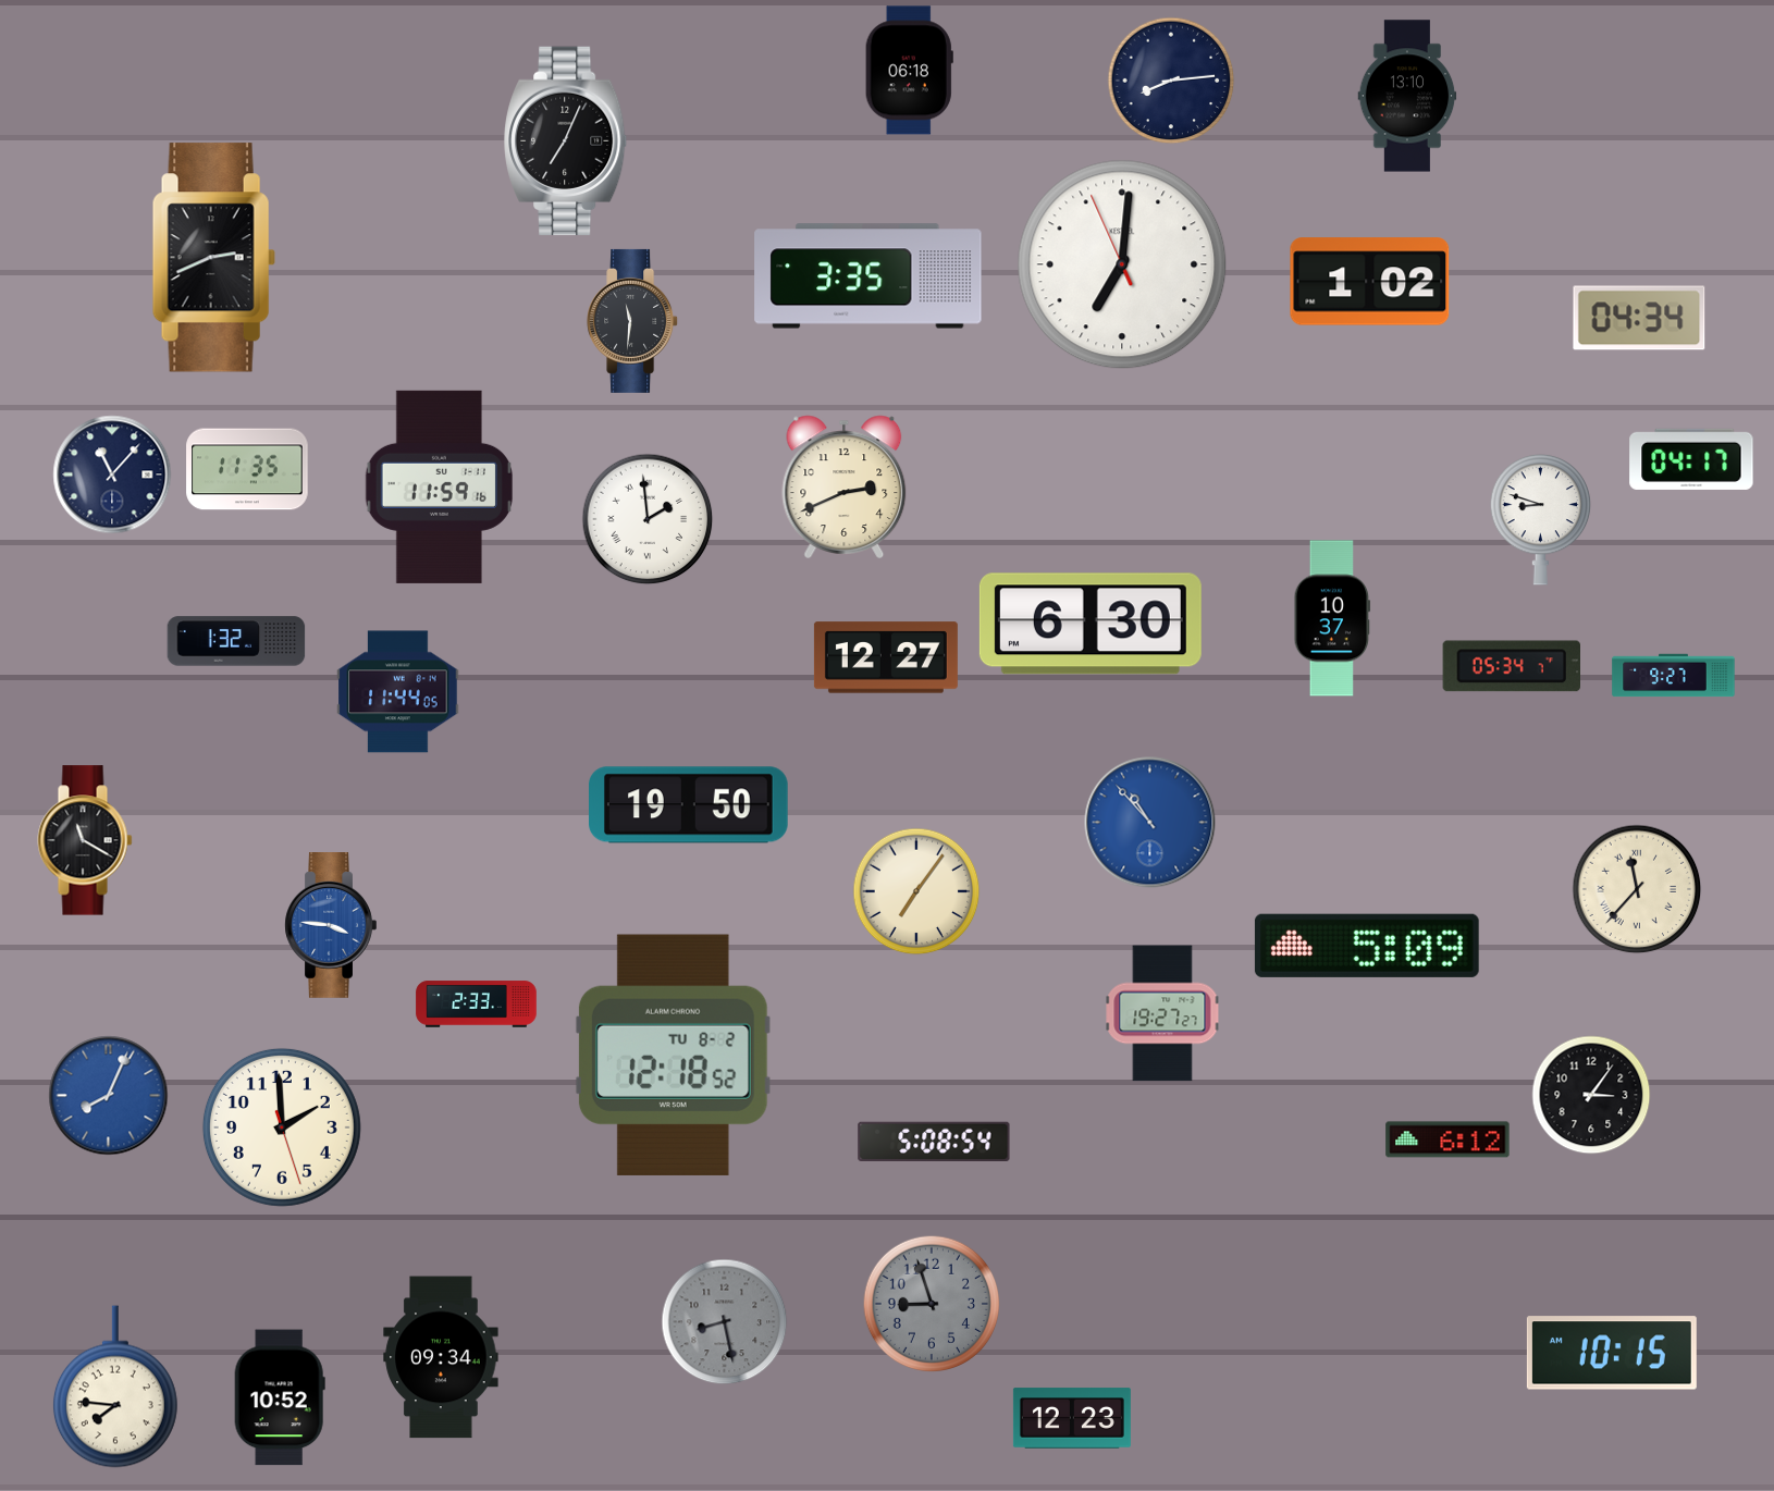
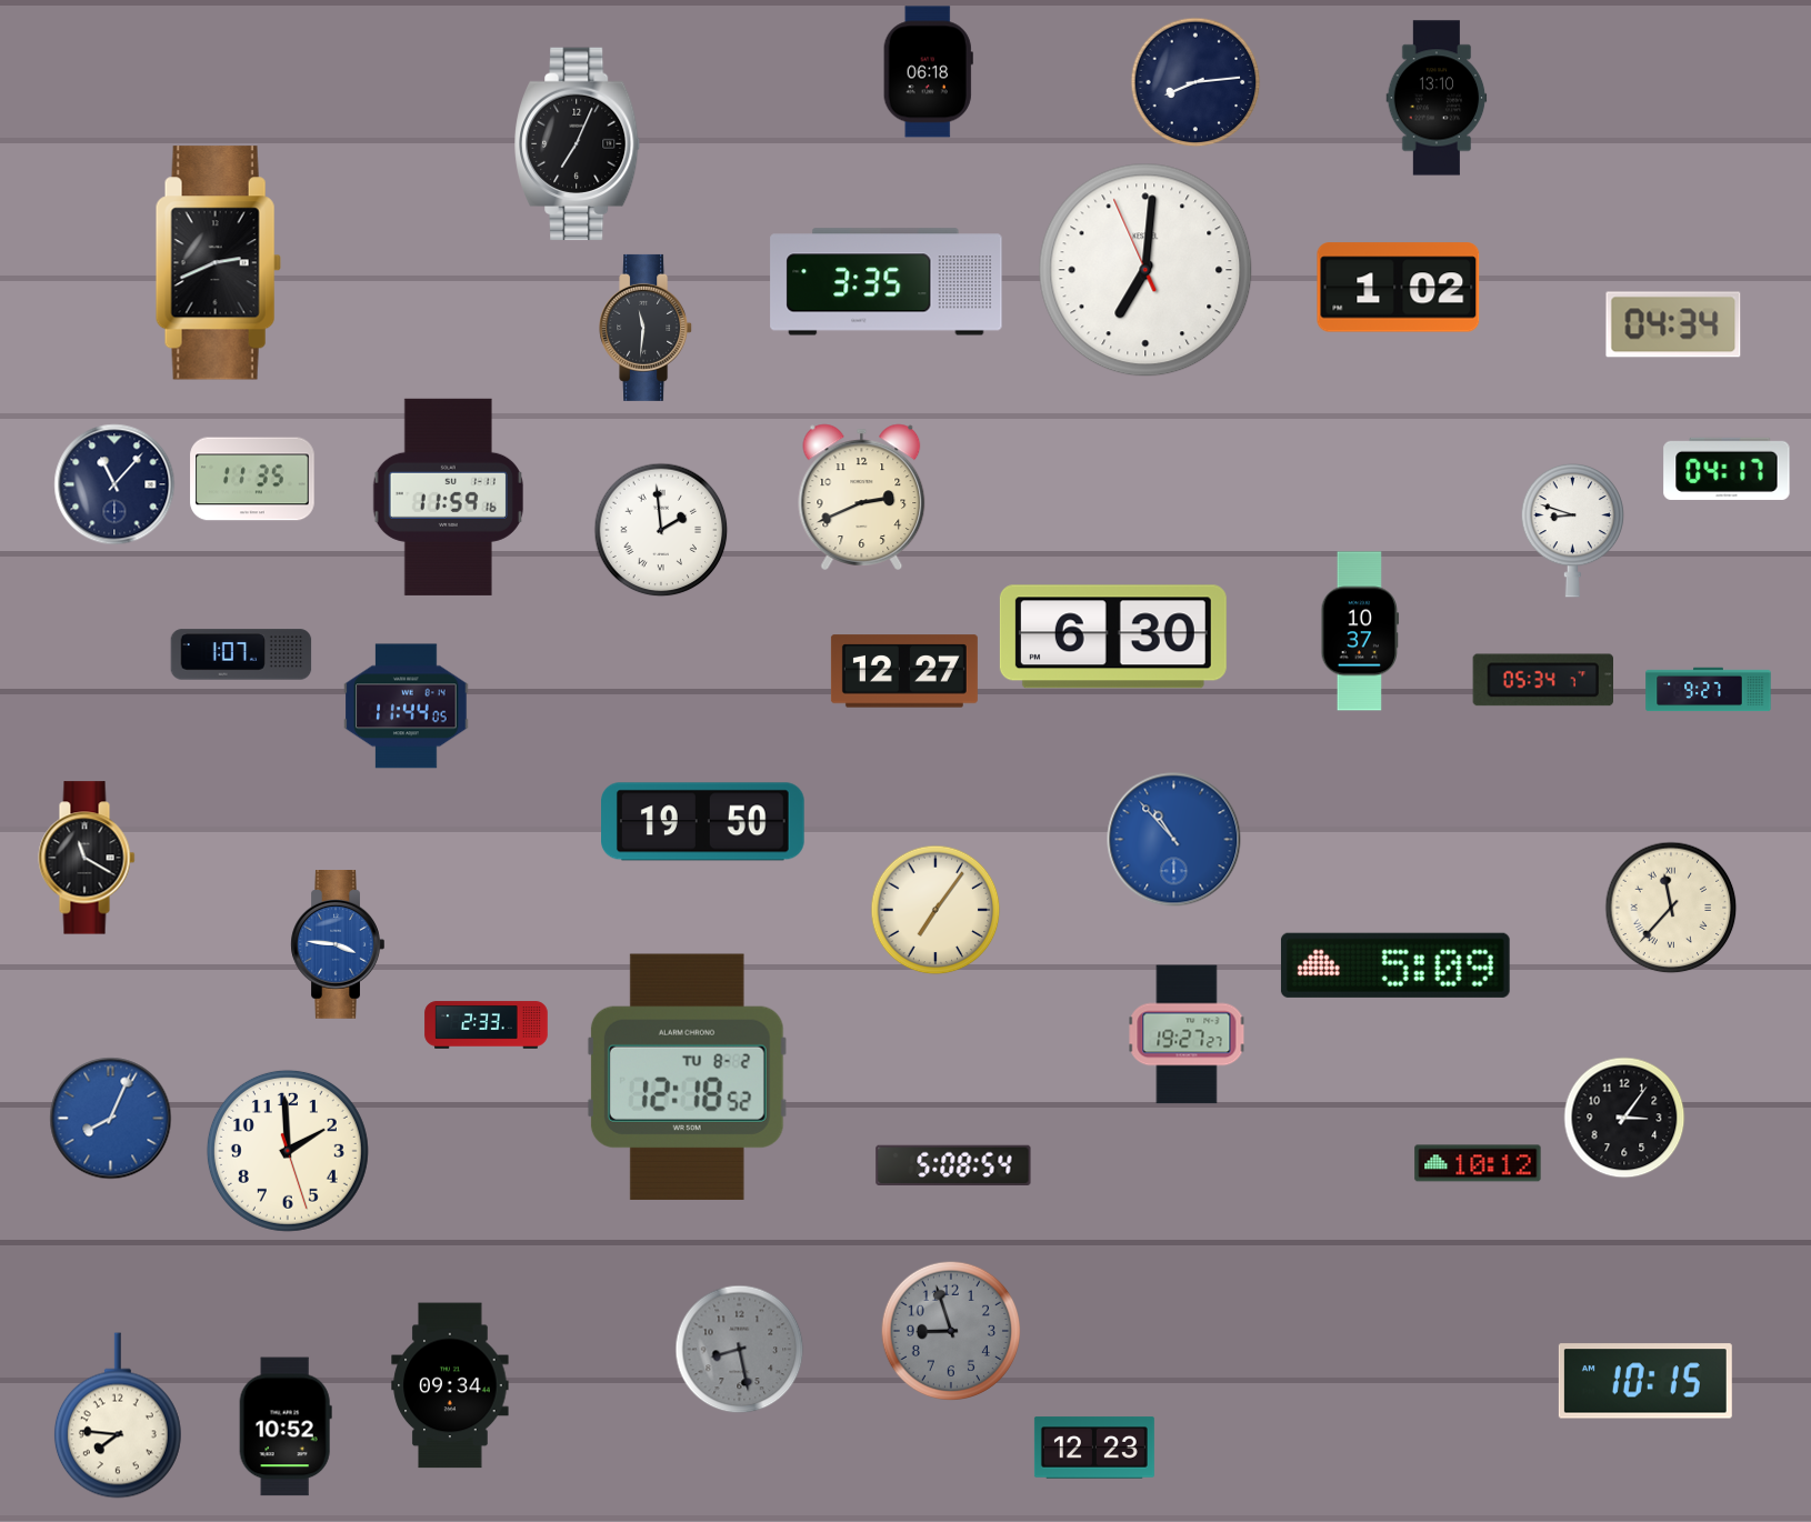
clock at (236, 641): 1:32 -> 1:07
clock at (1447, 1139): 6:12 -> 10:12
